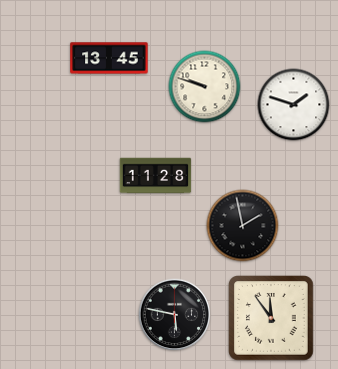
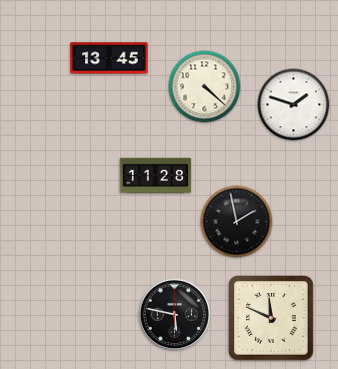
clock at (205, 87): 9:48 -> 4:22
clock at (243, 226) position: (243, 226) -> (237, 222)
clock at (272, 319): 11:54 -> 11:49
